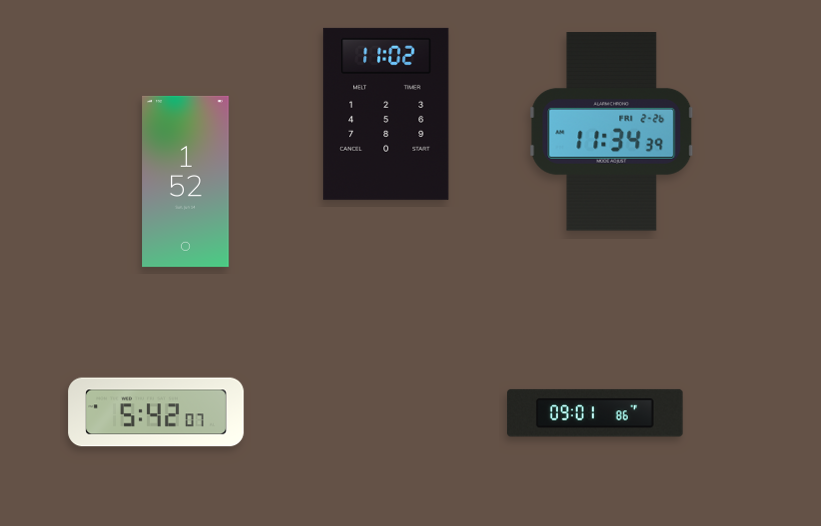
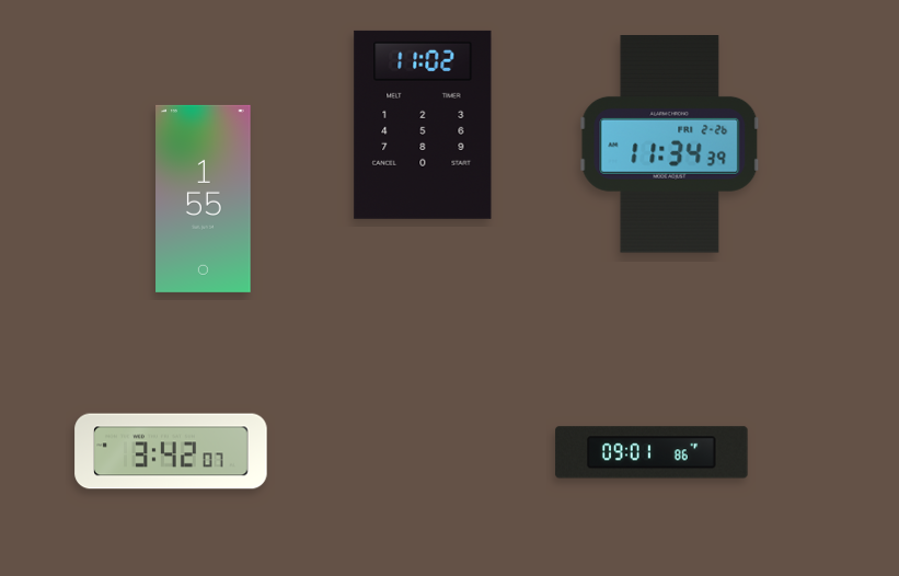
clock at (186, 181): 1:52 -> 1:55
clock at (156, 412): 5:42 -> 3:42
